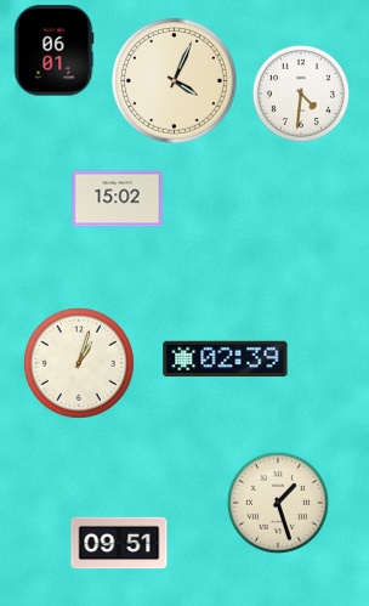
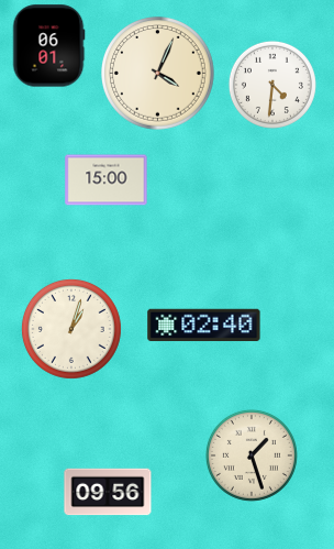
clock at (118, 199): 15:02 -> 15:00
clock at (226, 359): 02:39 -> 02:40
clock at (119, 543): 09:51 -> 09:56
